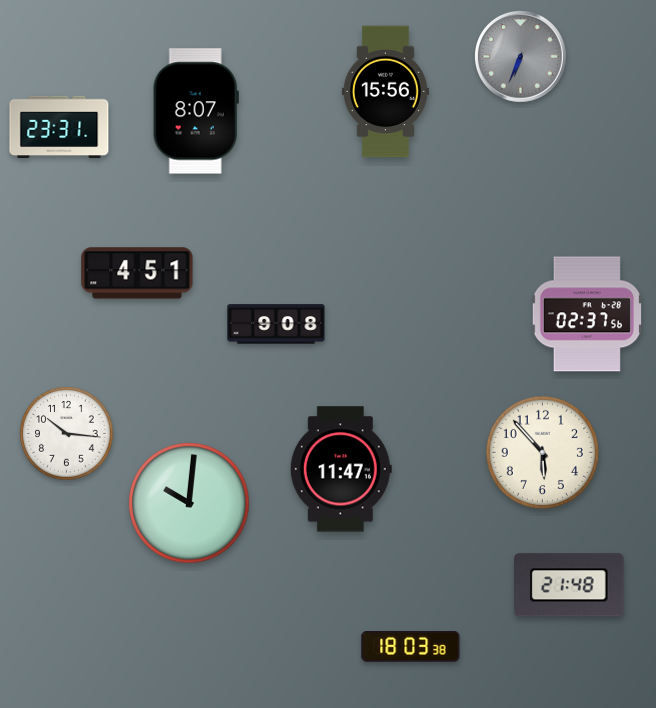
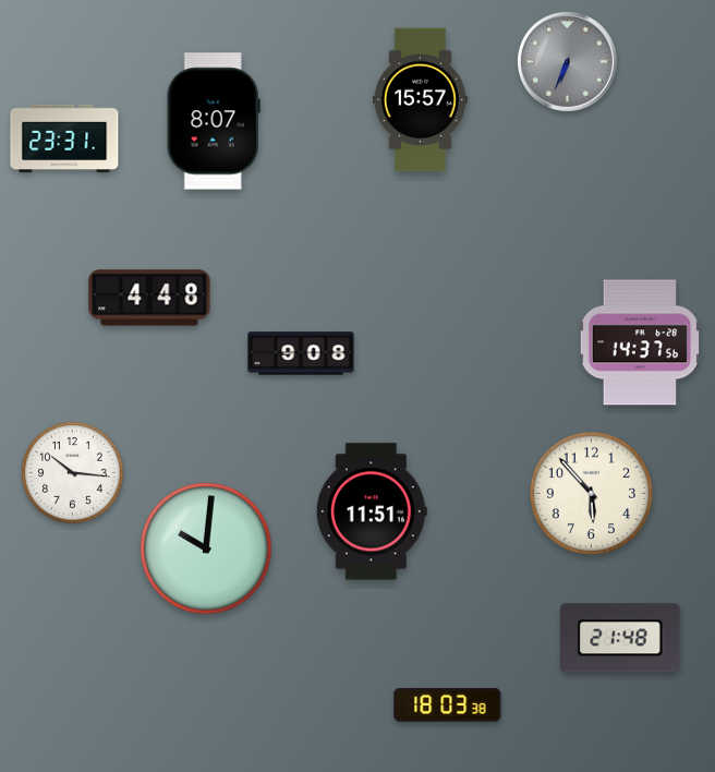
clock at (385, 92): 15:56 -> 15:57
clock at (137, 273): 4:51 -> 4:48
clock at (586, 314): 02:37 -> 14:37
clock at (341, 469): 11:47 -> 11:51
